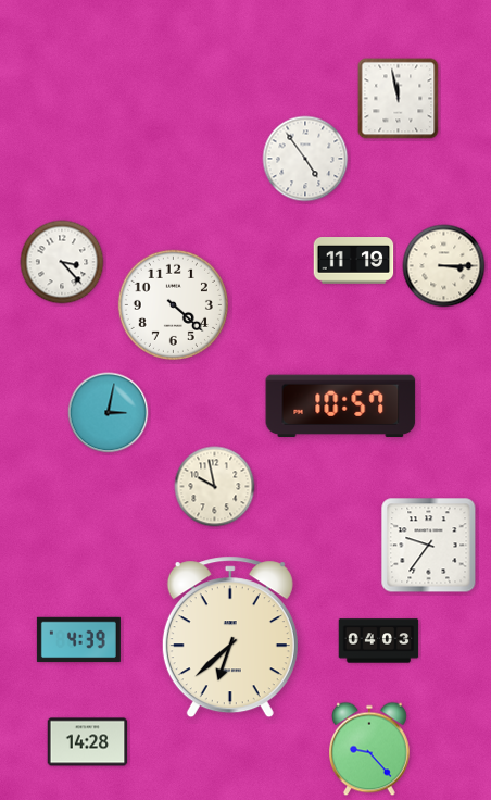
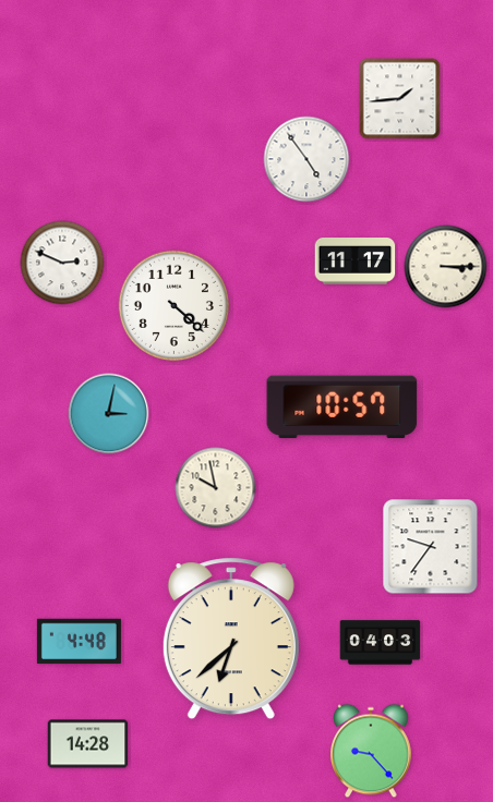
clock at (399, 99): 11:58 -> 1:44
clock at (354, 261): 11:19 -> 11:17
clock at (62, 262): 3:23 -> 2:49
clock at (78, 640): 4:39 -> 4:48
